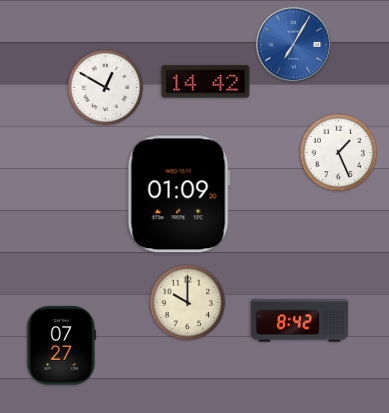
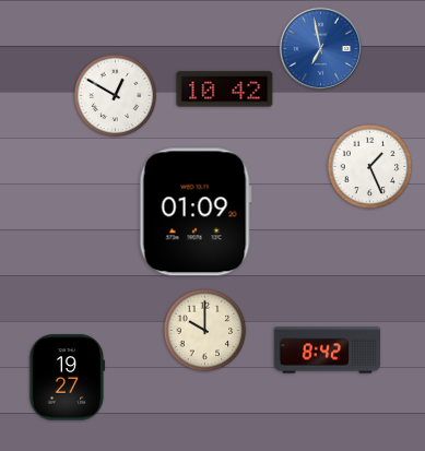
clock at (293, 44): 7:05 -> 6:58
clock at (206, 82): 14:42 -> 10:42
clock at (61, 346): 07:27 -> 19:27
